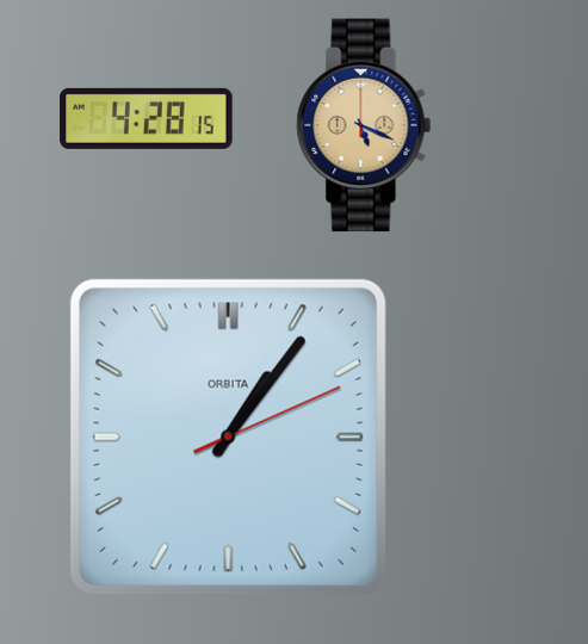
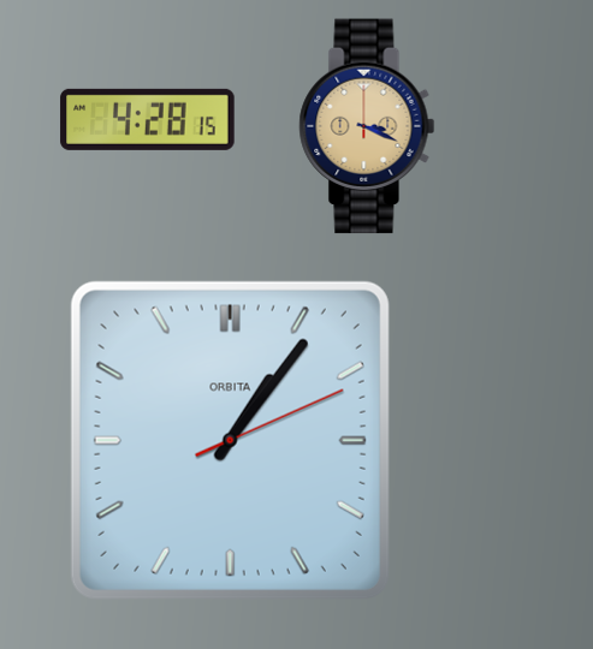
clock at (364, 125): 5:19 -> 3:19
